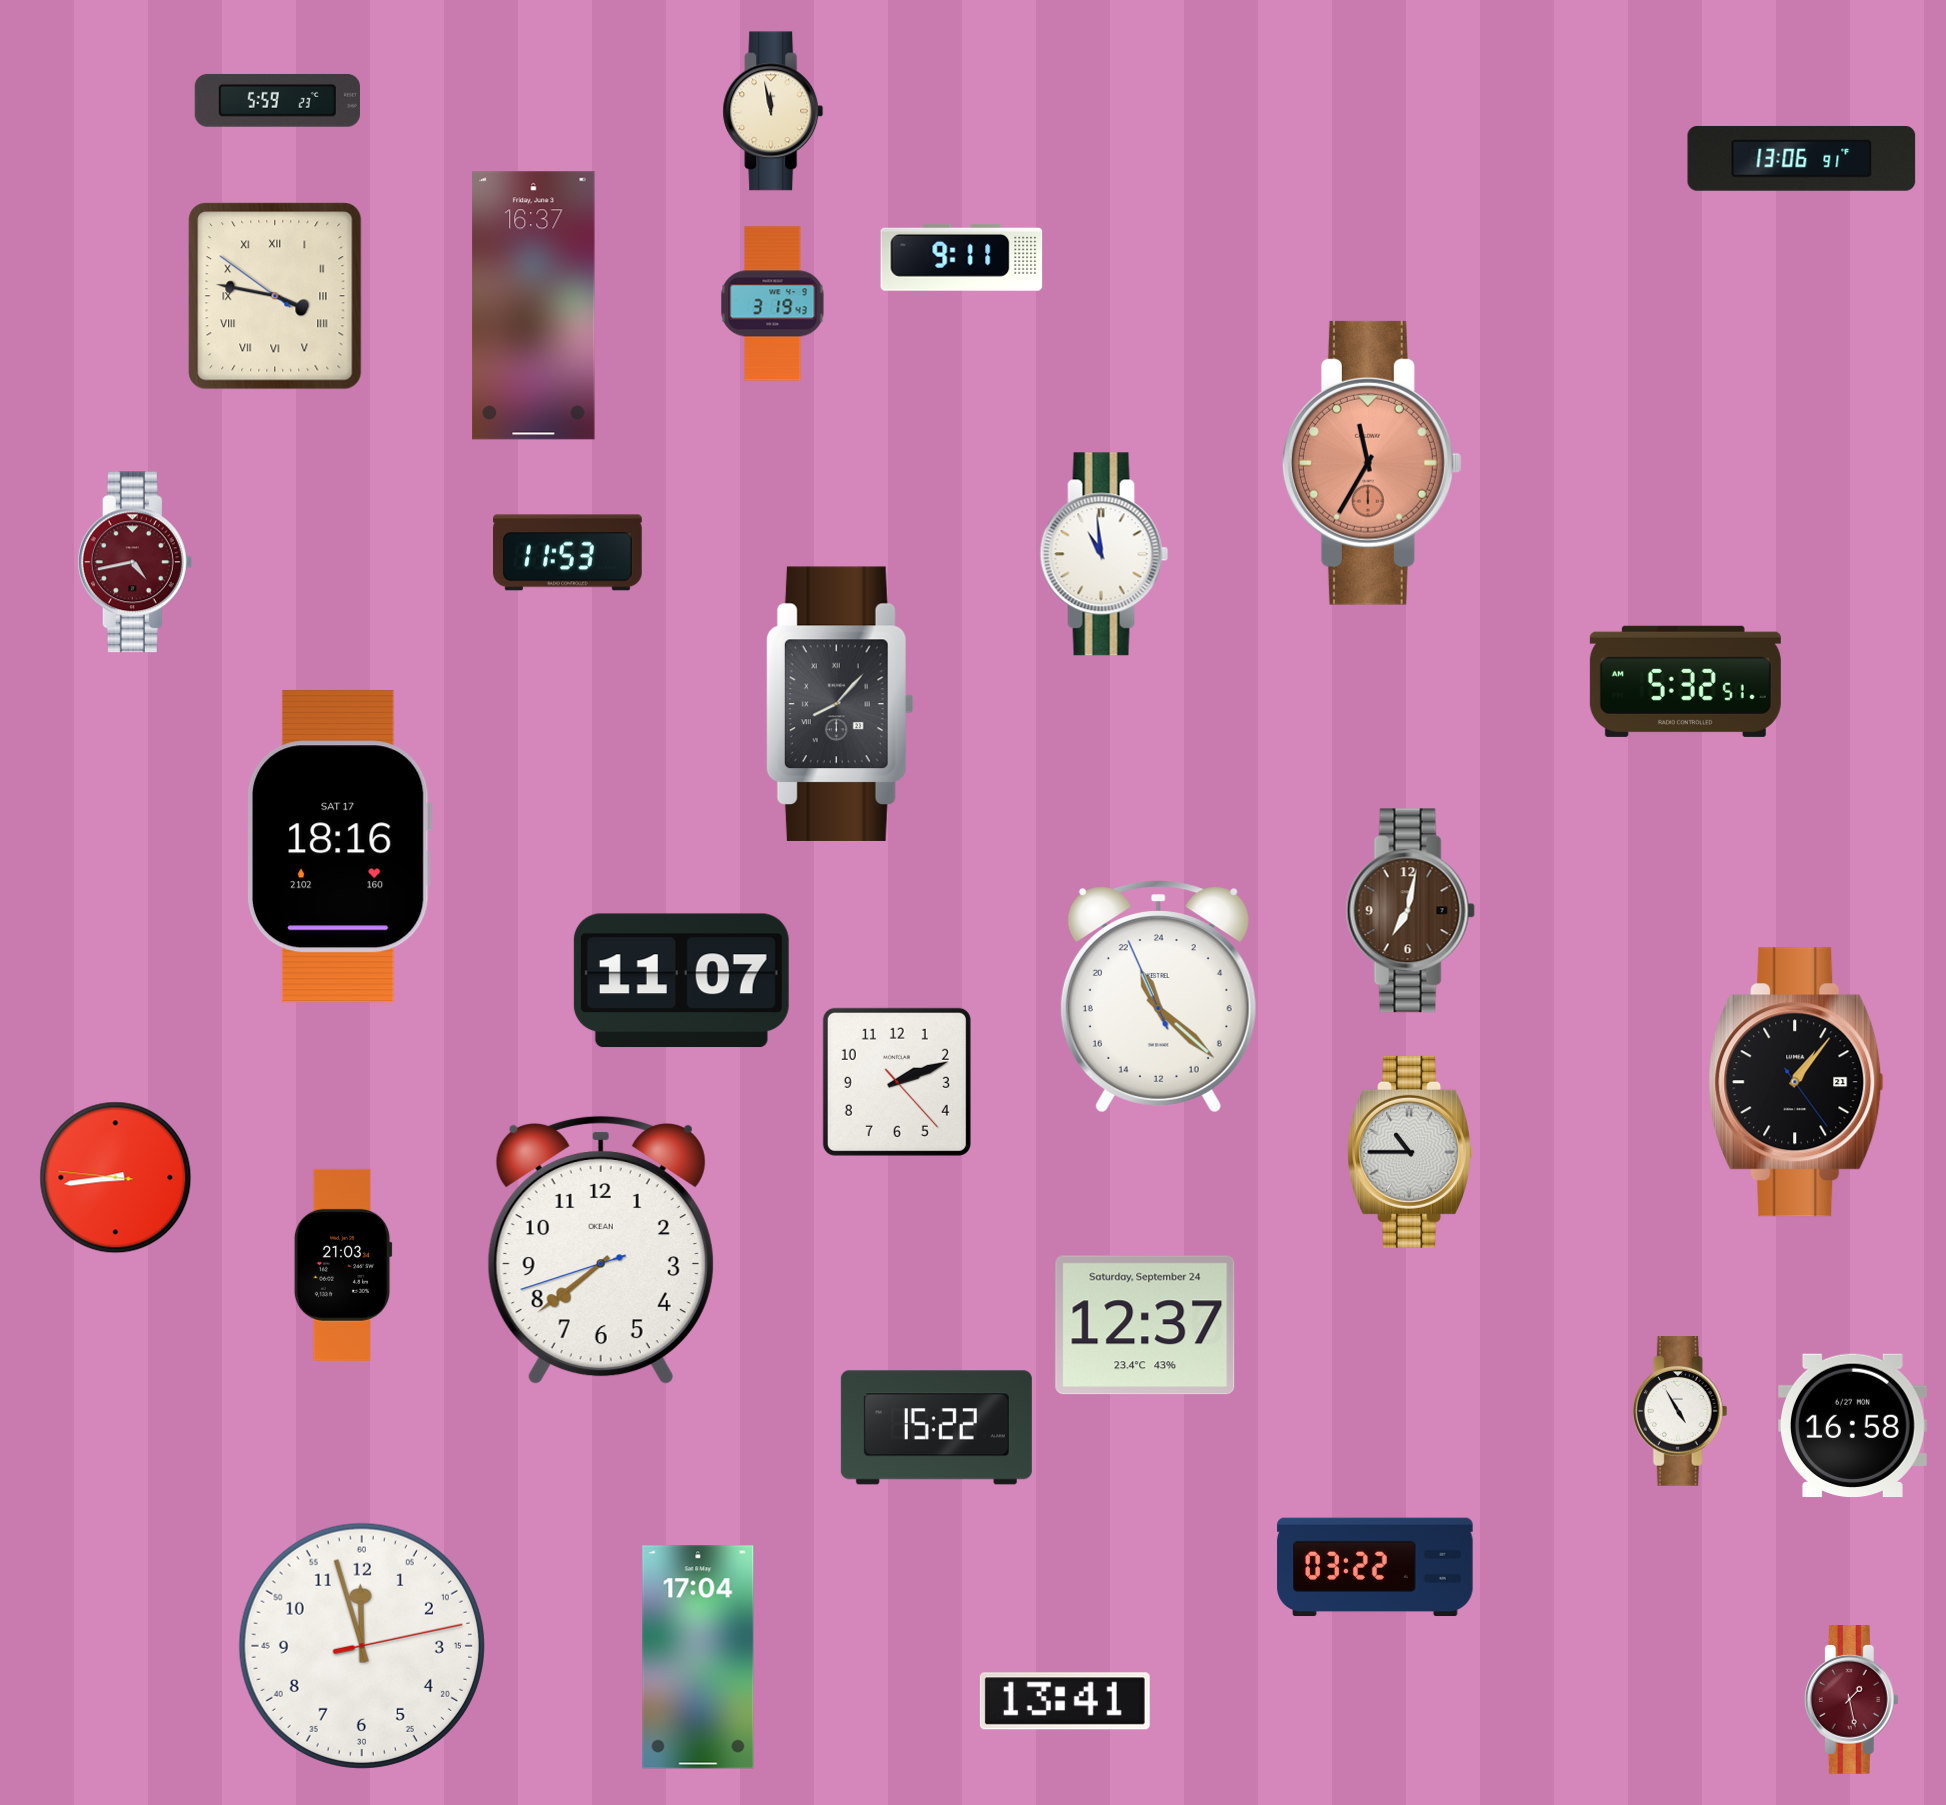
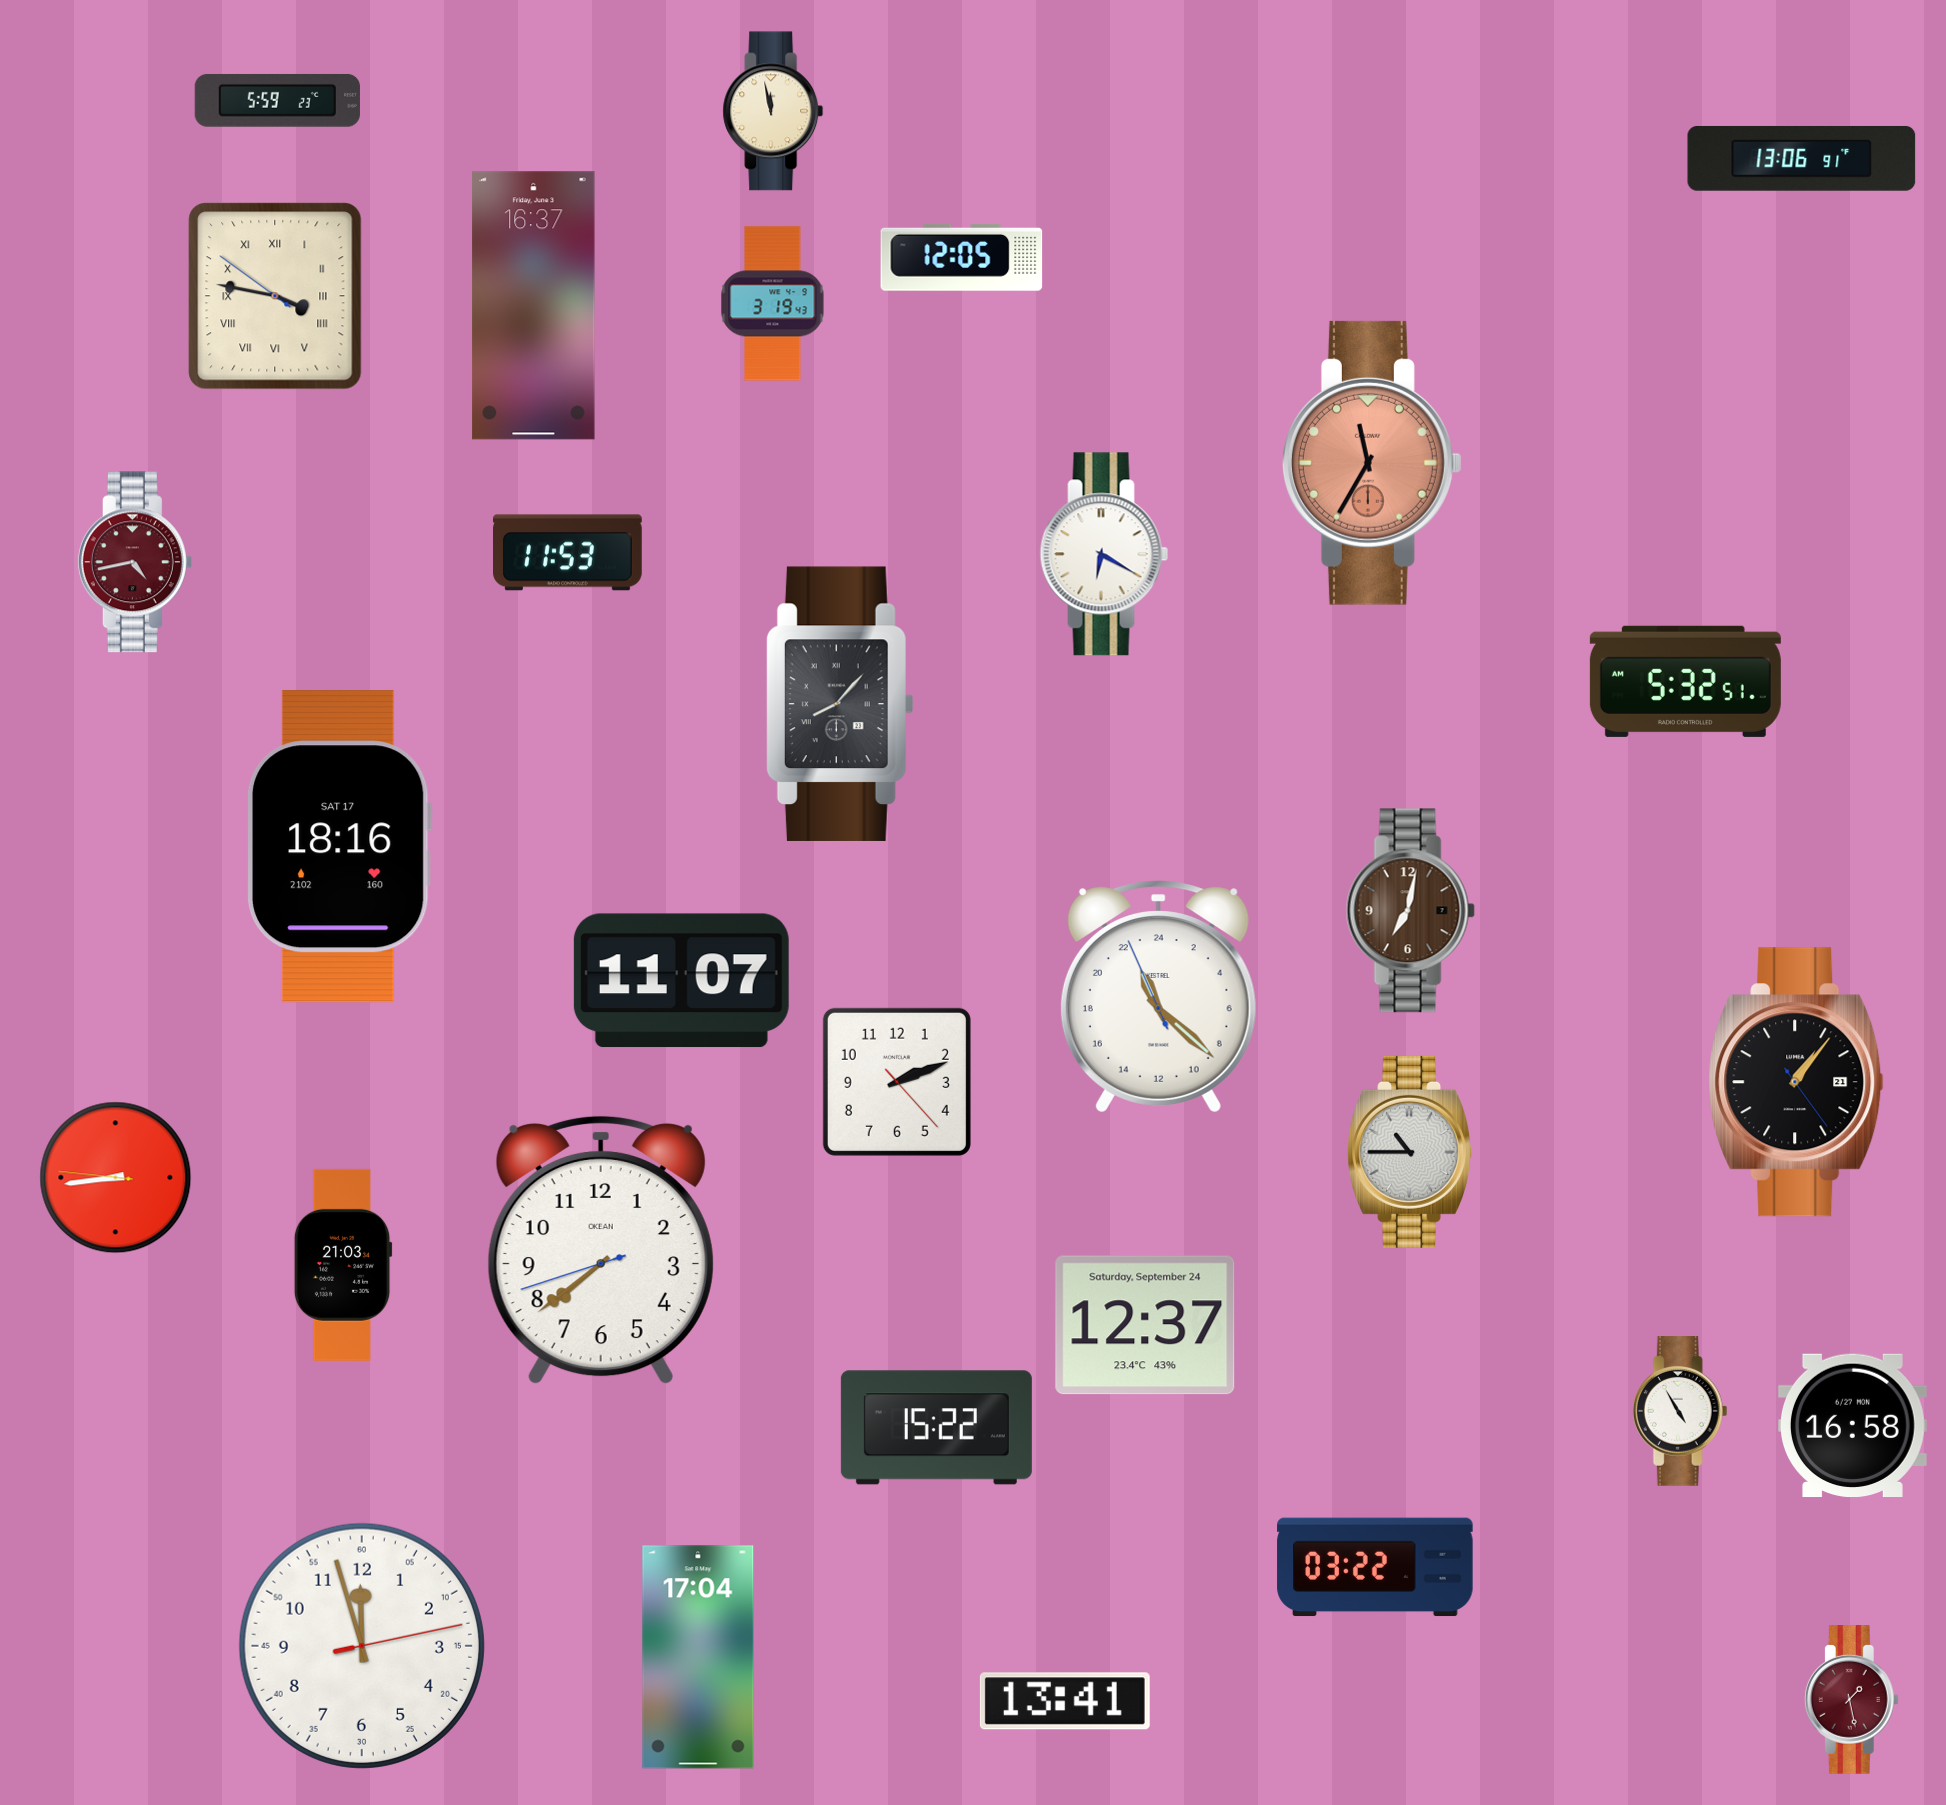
clock at (962, 257): 9:11 -> 12:05
clock at (1104, 554): 10:59 -> 6:20
